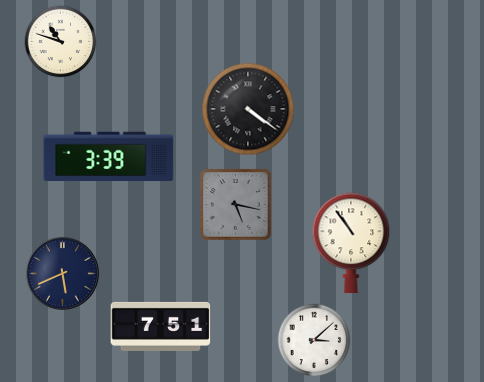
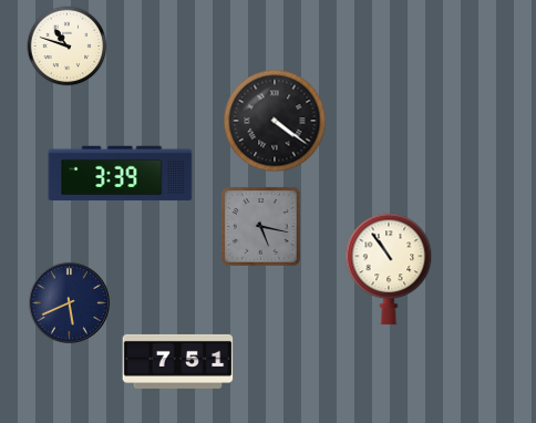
clock at (314, 340): 3:08 -> none
